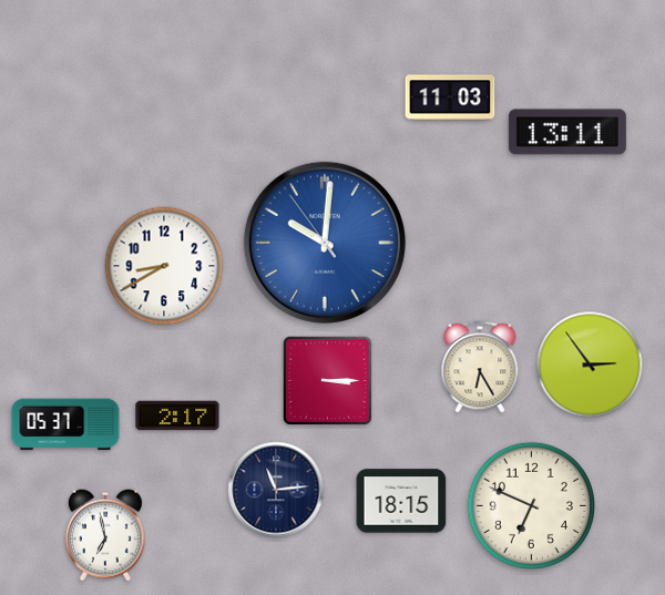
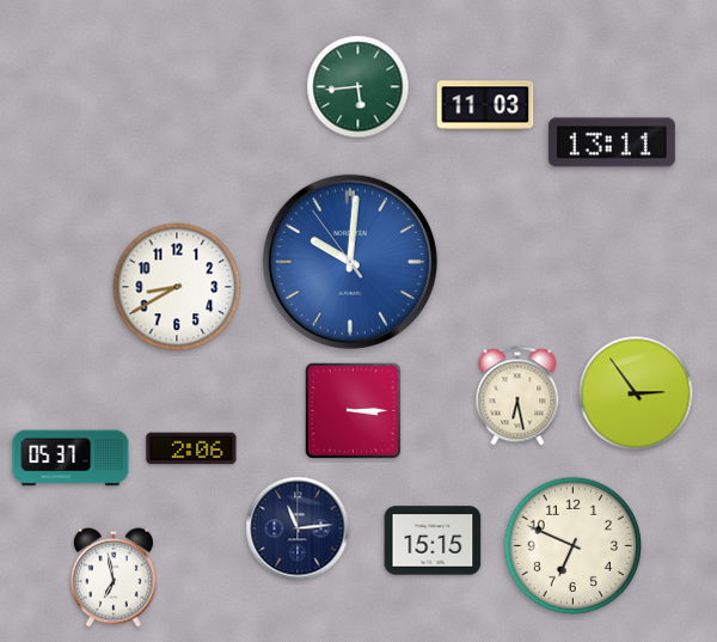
clock at (358, 87): none -> 5:44
clock at (480, 367): 6:25 -> 6:28
clock at (177, 416): 2:17 -> 2:06
clock at (401, 501): 18:15 -> 15:15
